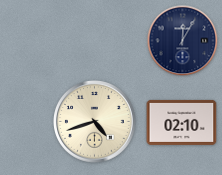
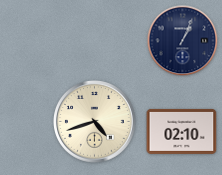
clock at (183, 41): 12:05 -> 1:04
clock at (182, 122) position: (182, 122) -> (182, 131)
